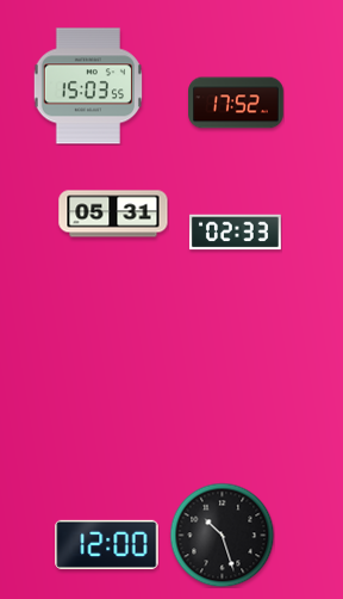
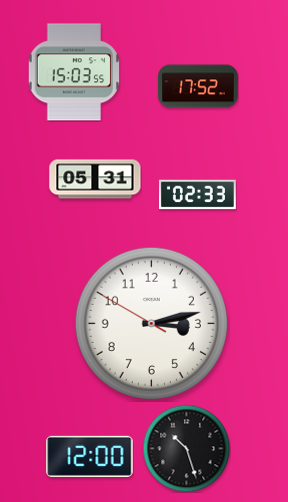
clock at (151, 323): none -> 3:12
